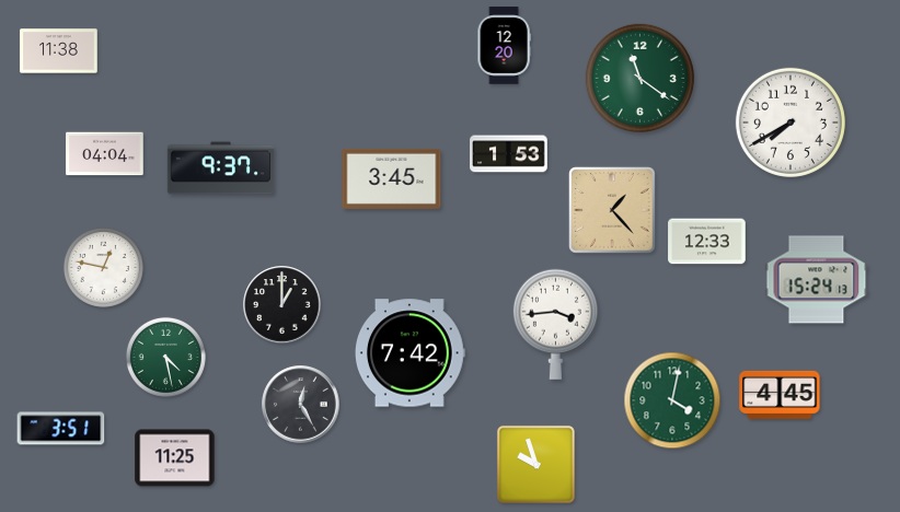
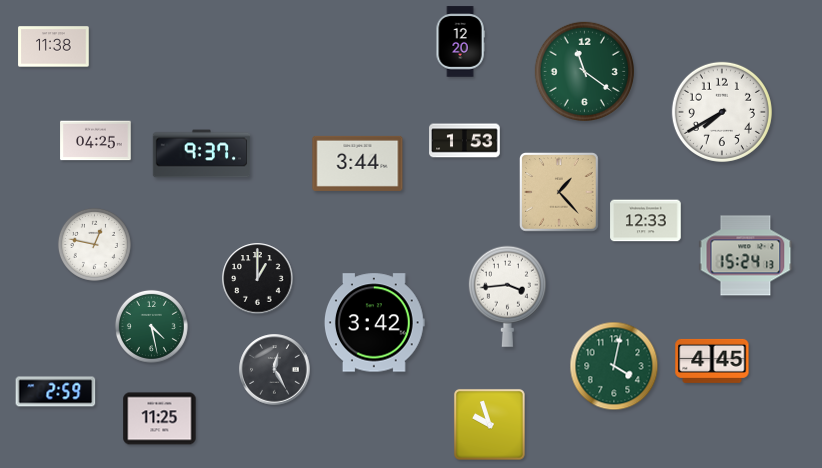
clock at (105, 154): 04:04 -> 04:25
clock at (392, 178): 3:45 -> 3:44
clock at (409, 353): 7:42 -> 3:42
clock at (61, 429): 3:51 -> 2:59
